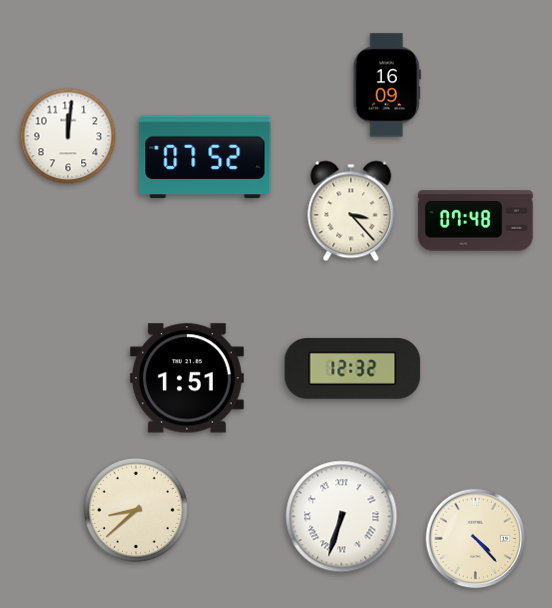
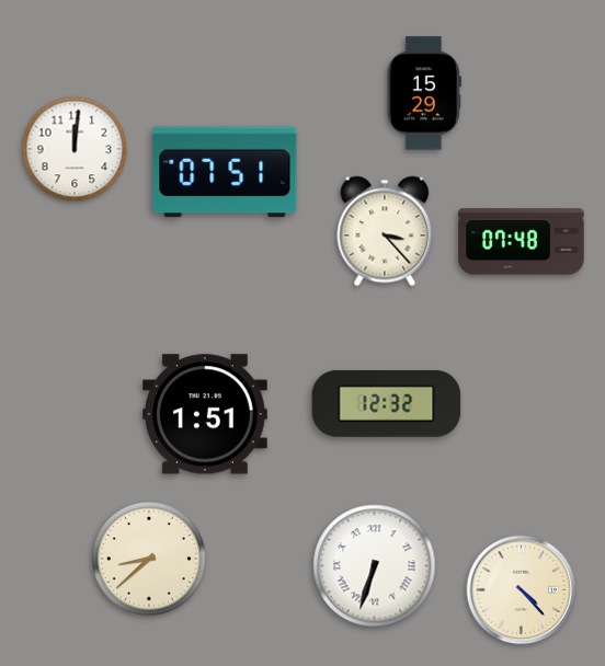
clock at (387, 85): 16:09 -> 15:29
clock at (205, 157): 07:52 -> 07:51
